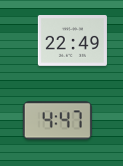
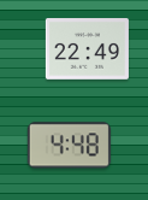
clock at (57, 121): 4:47 -> 4:48
